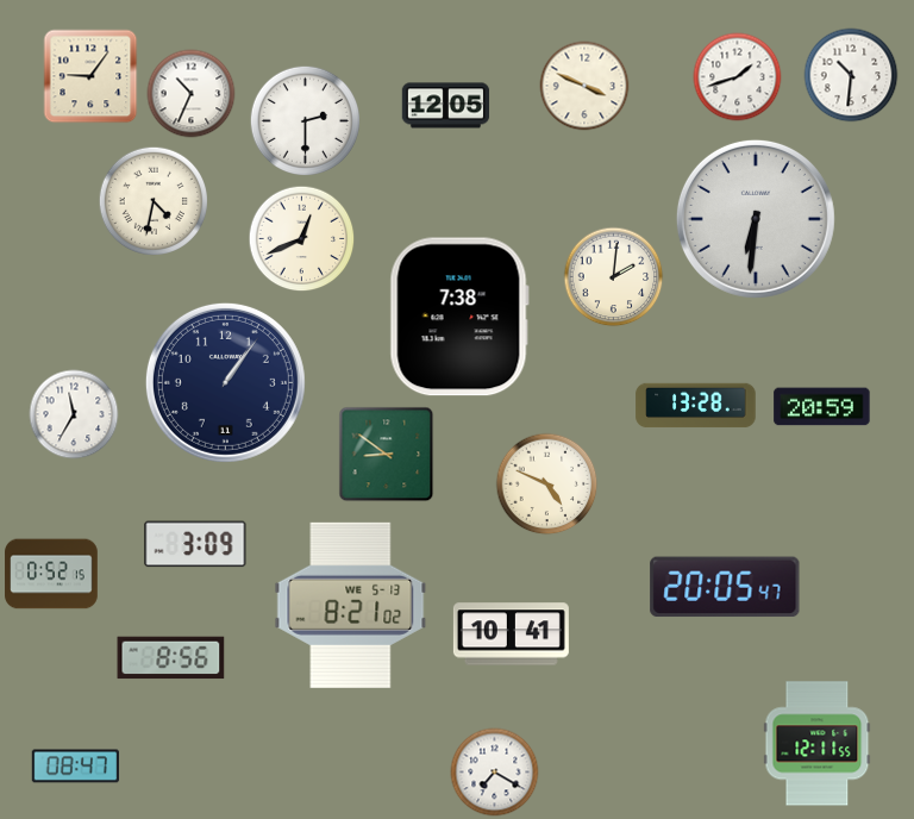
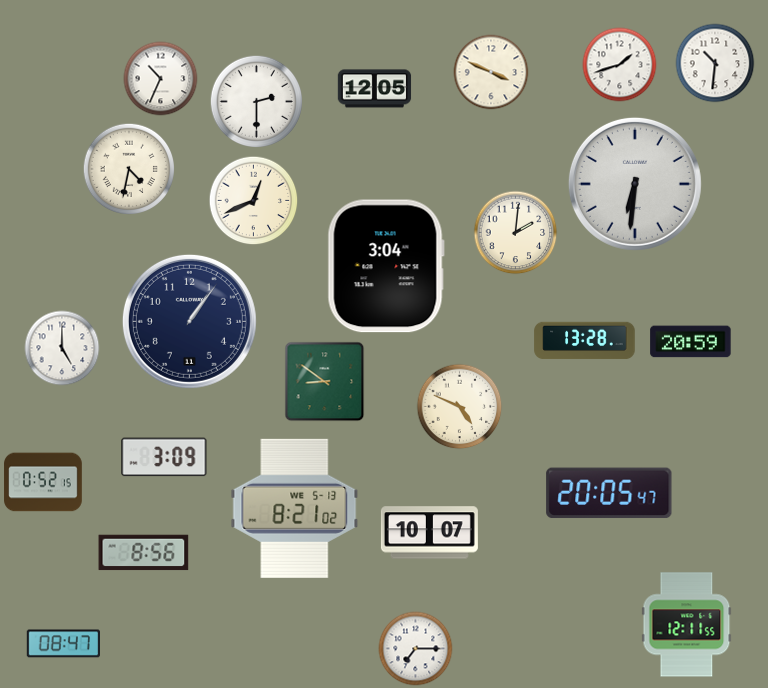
clock at (90, 76): 9:06 -> none
clock at (459, 317): 7:38 -> 3:04
clock at (74, 414): 11:35 -> 5:00
clock at (511, 634): 10:41 -> 10:07
clock at (495, 773): 7:20 -> 7:15
